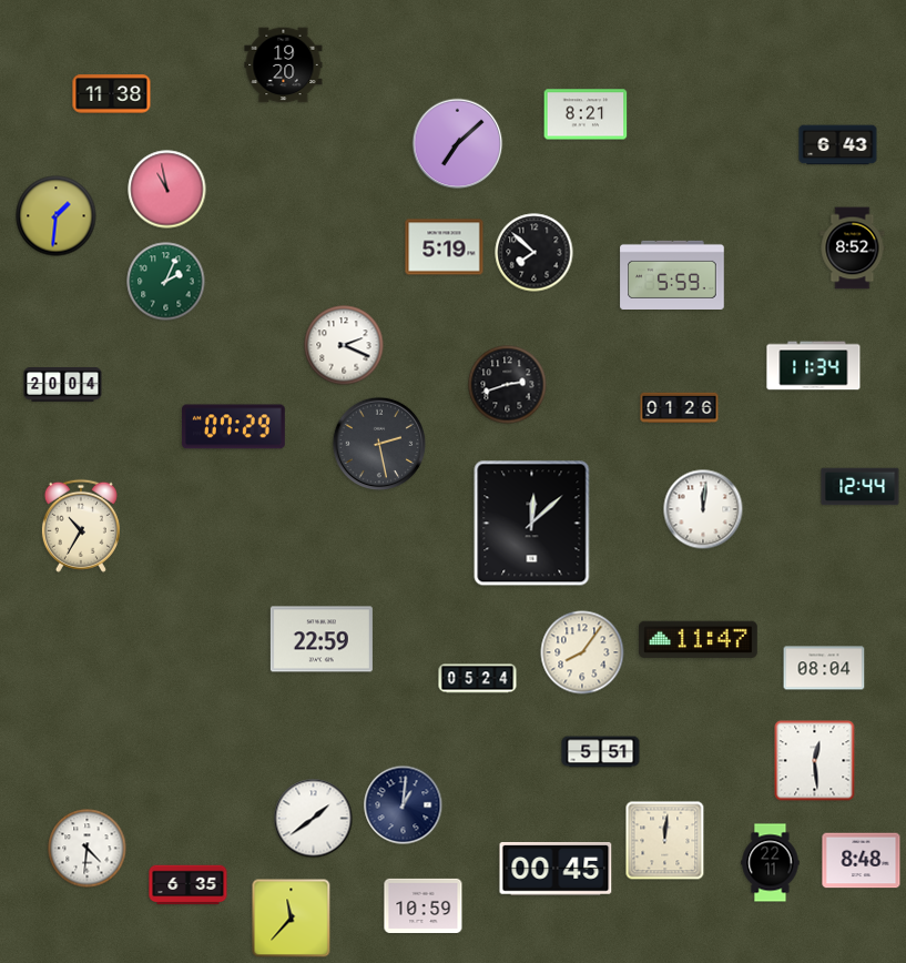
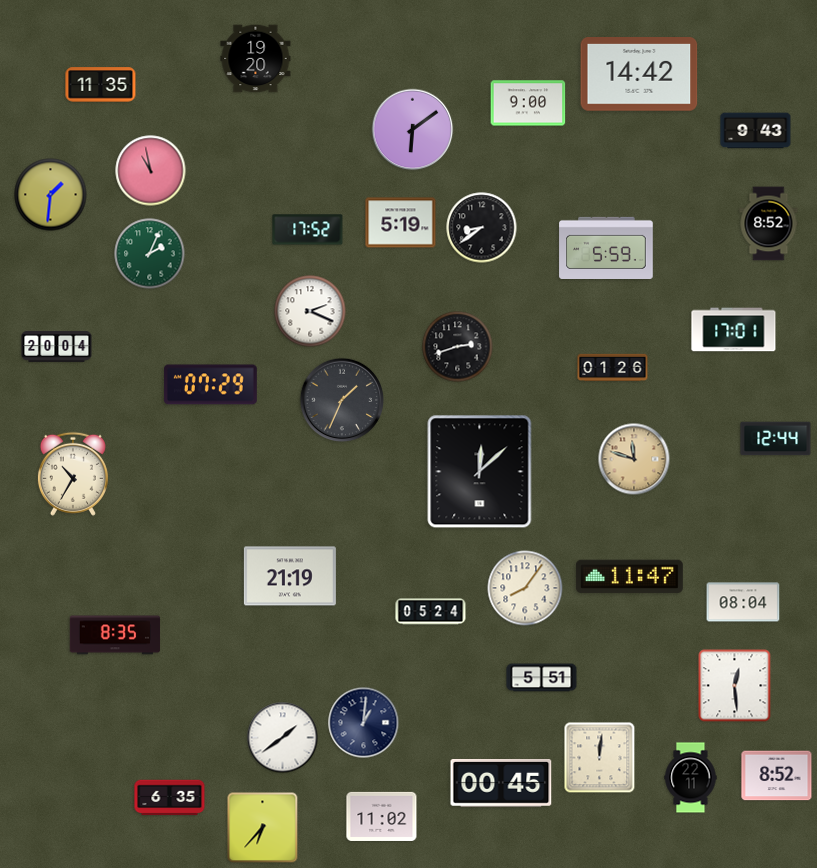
clock at (639, 75): none -> 14:42
clock at (112, 94): 11:38 -> 11:35
clock at (586, 114): 8:21 -> 9:00
clock at (458, 144): 7:08 -> 6:09
clock at (838, 145): 6:43 -> 9:43
clock at (535, 253): 7:52 -> 8:39
clock at (308, 230): none -> 17:52
clock at (814, 366): 11:34 -> 17:01
clock at (379, 444): 2:28 -> 1:34
clock at (703, 509): 12:01 -> 11:48
clock at (703, 509) dial: white -> champagne
clock at (322, 639): 22:59 -> 21:19
clock at (115, 635): none -> 8:35
clock at (404, 805) position: (404, 805) -> (364, 723)
clock at (88, 849): 4:31 -> none
clock at (862, 861): 8:48 -> 8:52
clock at (771, 863) position: (771, 863) -> (691, 778)
clock at (424, 905): 10:59 -> 11:02
clock at (292, 919): 11:37 -> 6:37
